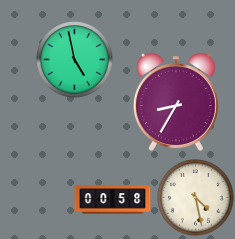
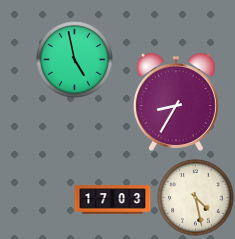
clock at (113, 200): 00:58 -> 17:03
